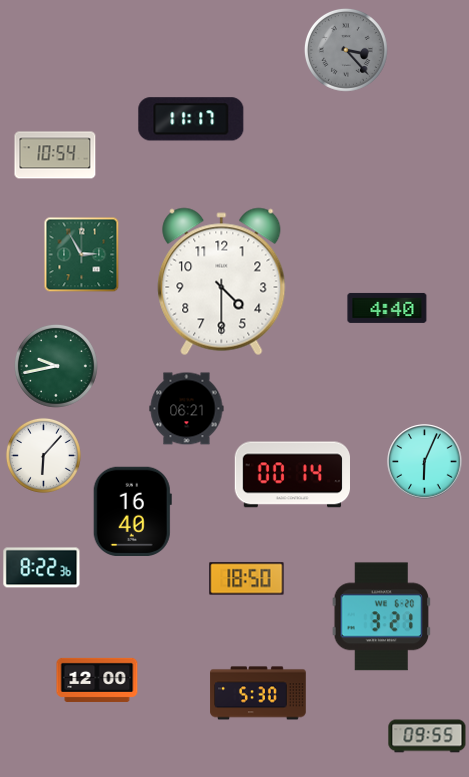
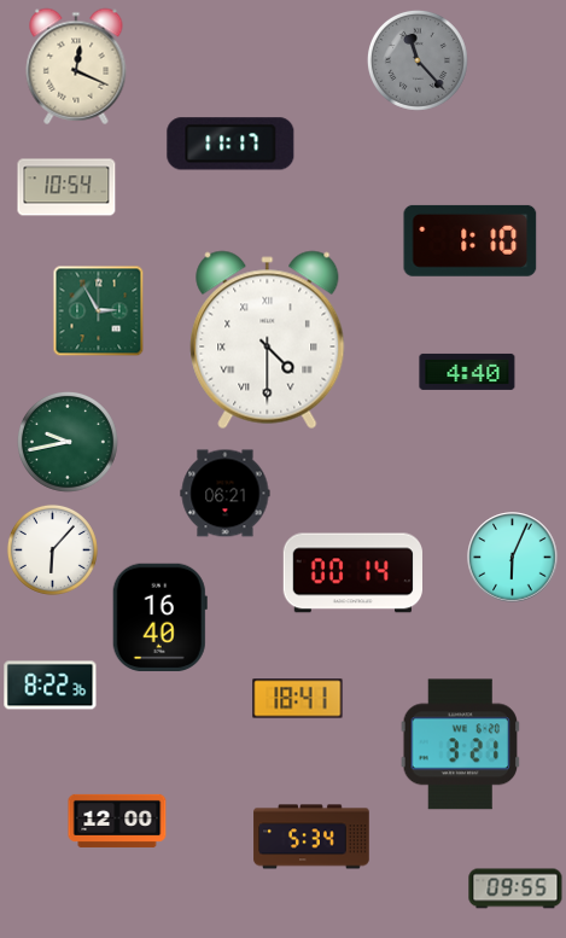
clock at (346, 50): 3:23 -> 11:23
clock at (76, 66): none -> 12:19
clock at (471, 240): none -> 1:10
clock at (82, 255) position: (82, 255) -> (99, 311)
clock at (222, 282) numerals: Arabic -> Roman
clock at (247, 579): 18:50 -> 18:41
clock at (258, 693): 5:30 -> 5:34
